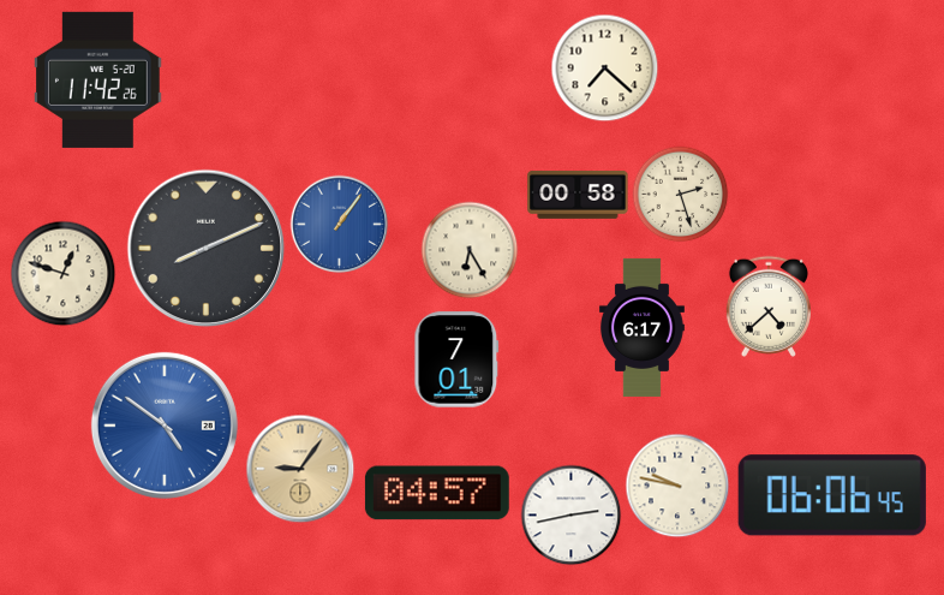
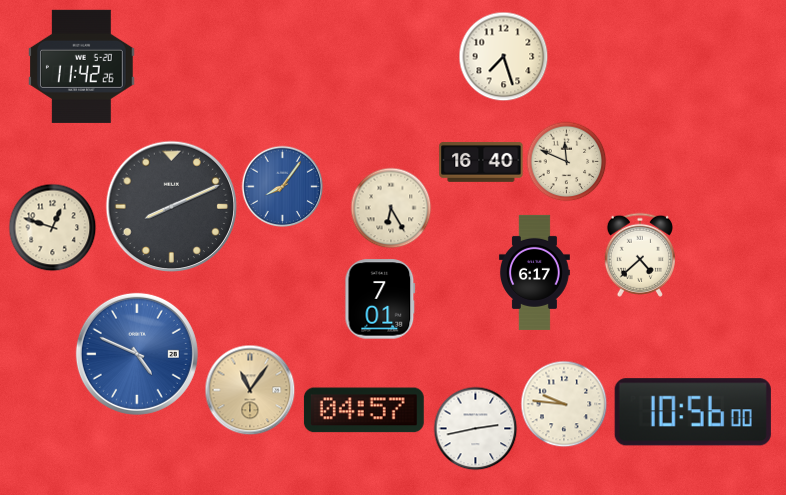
clock at (604, 67): 7:22 -> 7:27
clock at (680, 194): 2:27 -> 11:49
clock at (578, 196): 00:58 -> 16:40
clock at (339, 224): 1:06 -> 8:06
clock at (165, 426): 4:51 -> 4:49
clock at (300, 469): 9:06 -> 11:06
clock at (677, 486): 9:47 -> 9:46
clock at (832, 495): 06:06 -> 10:56
